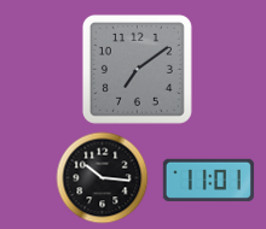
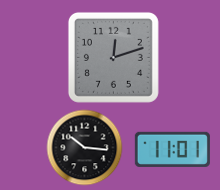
clock at (137, 69): 7:09 -> 12:12
